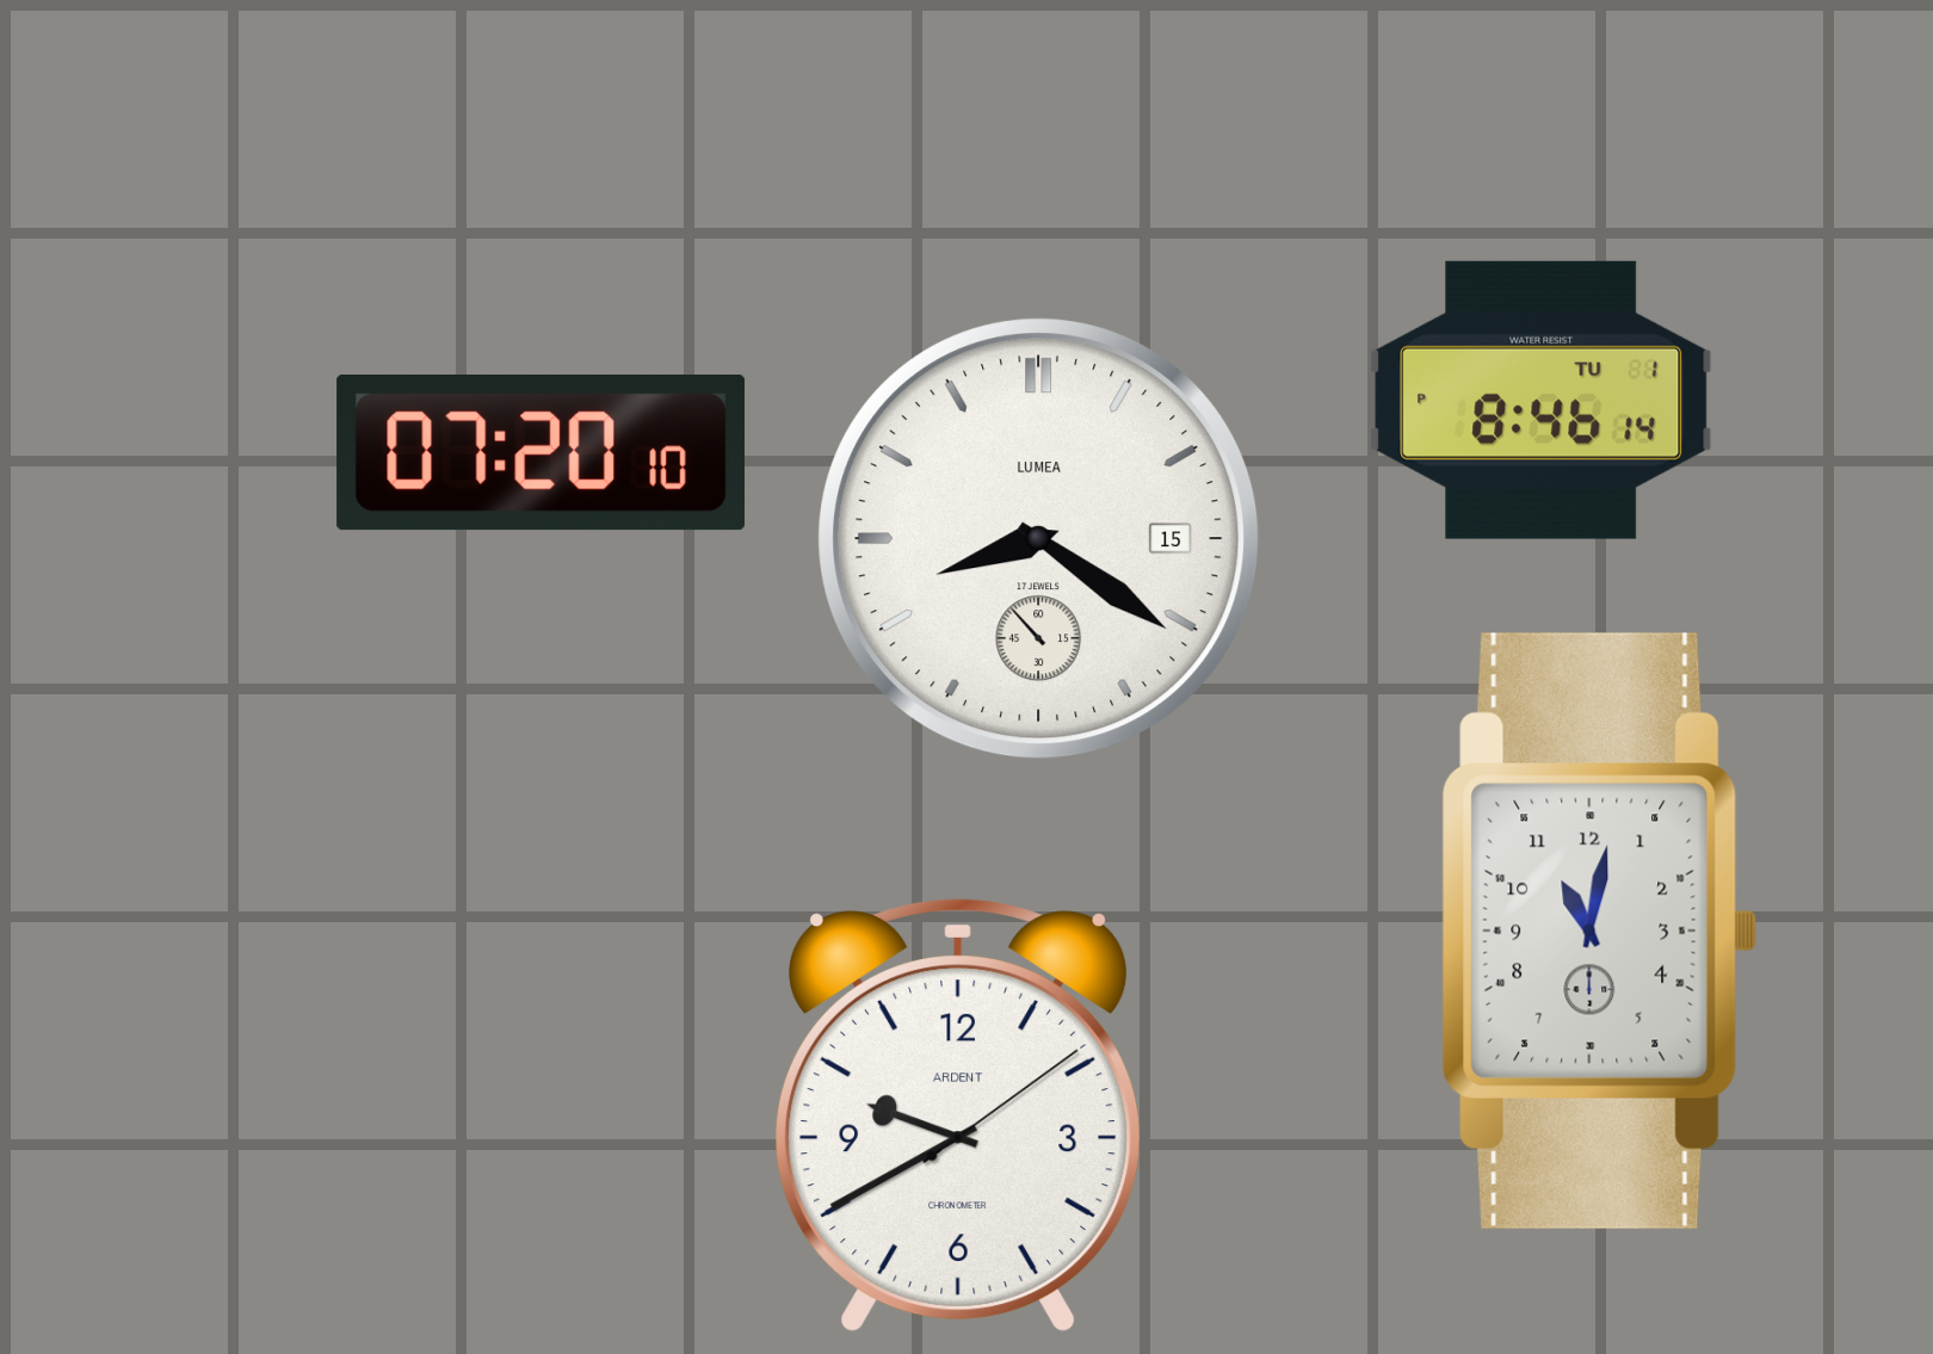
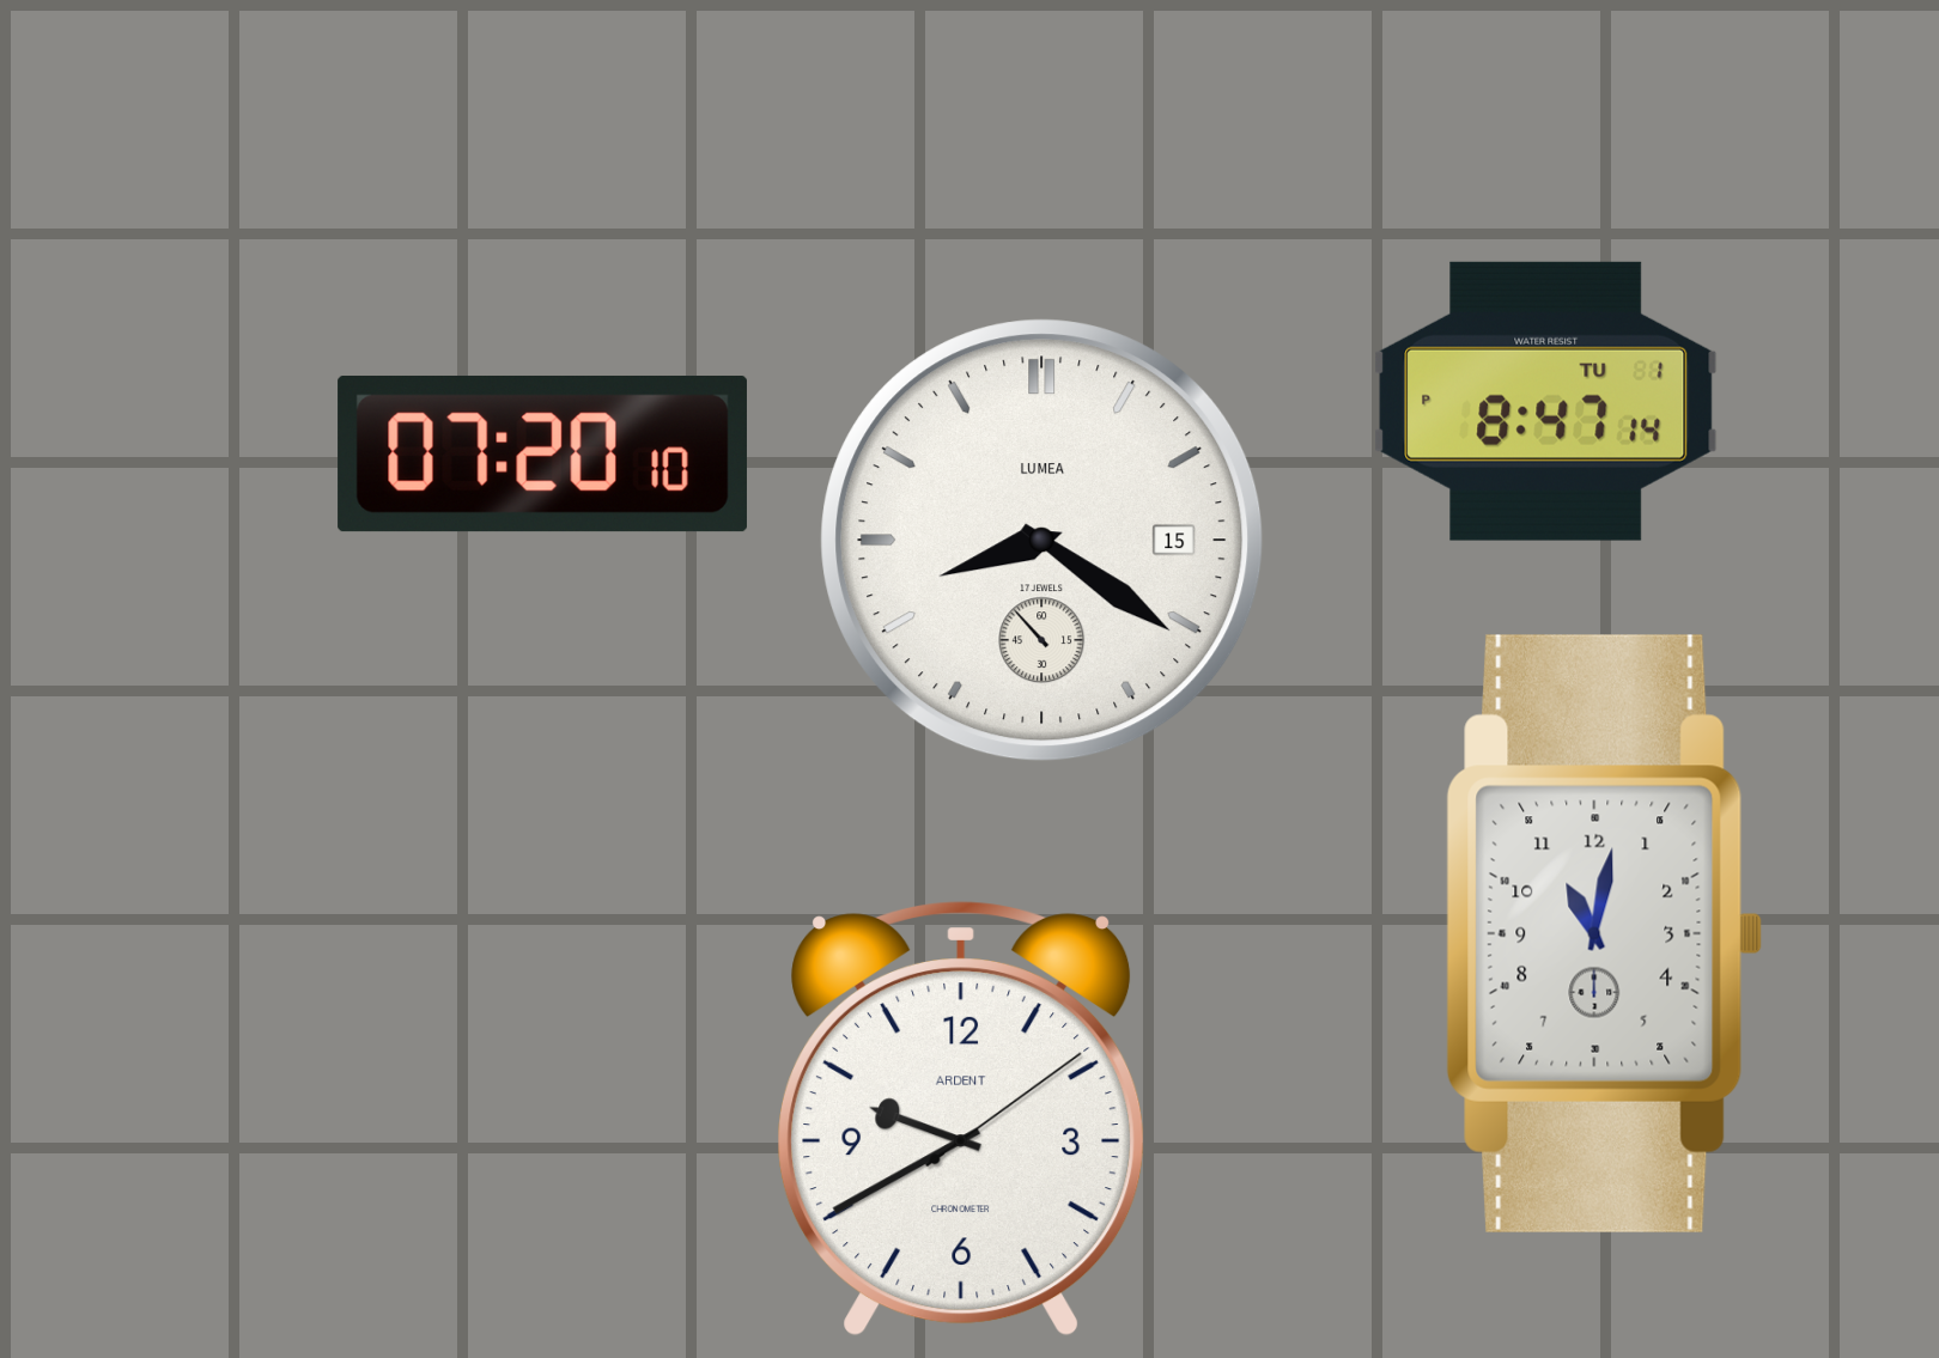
clock at (1542, 400): 8:46 -> 8:47
